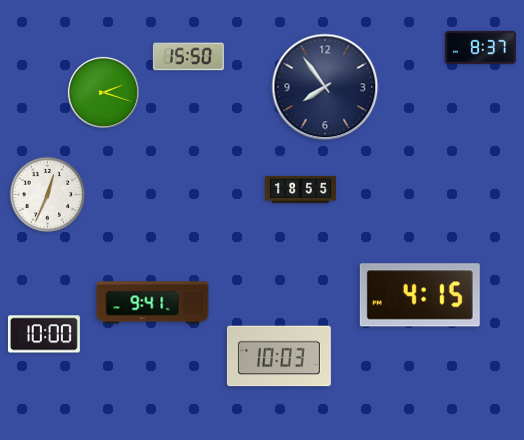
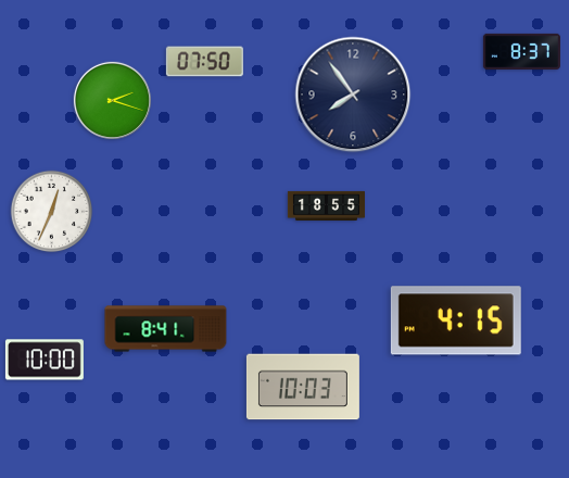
clock at (188, 57): 15:50 -> 07:50
clock at (153, 303): 9:41 -> 8:41
clock at (44, 334) position: (44, 334) -> (45, 360)
